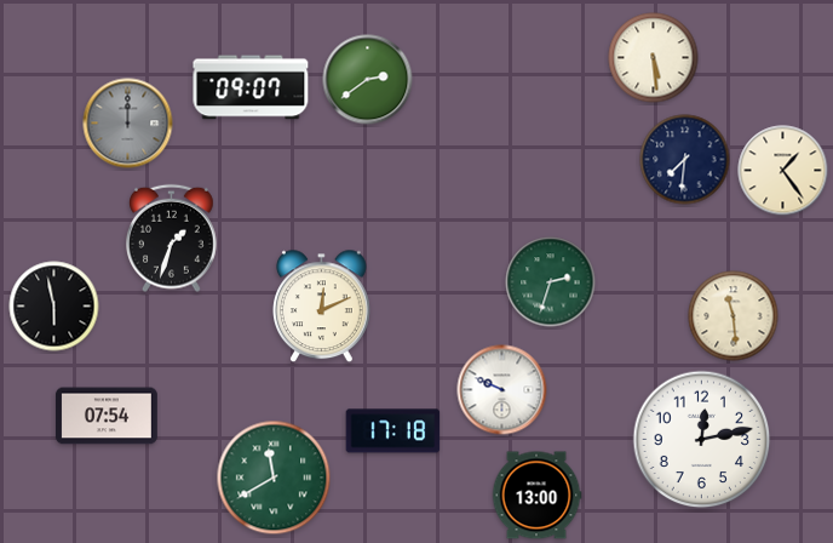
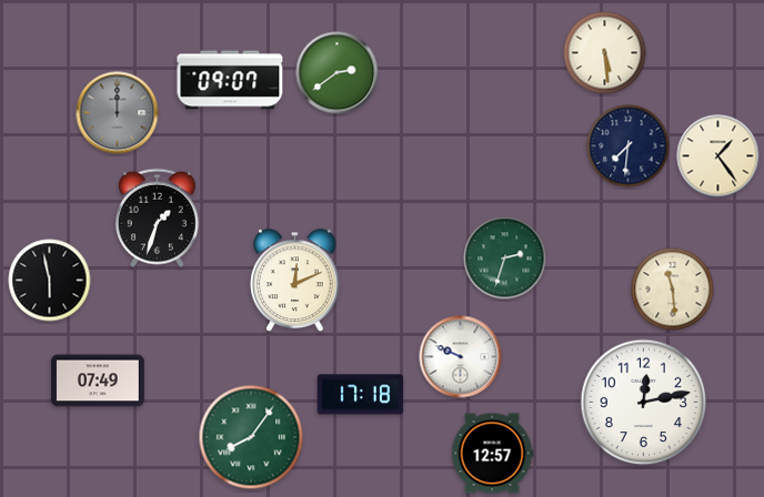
clock at (654, 58) position: (654, 58) -> (605, 53)
clock at (107, 416): 07:54 -> 07:49
clock at (274, 478): 11:40 -> 8:06
clock at (536, 496): 13:00 -> 12:57
